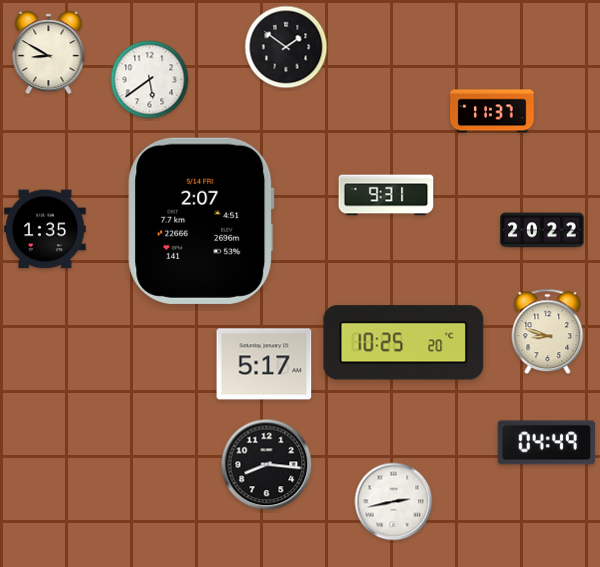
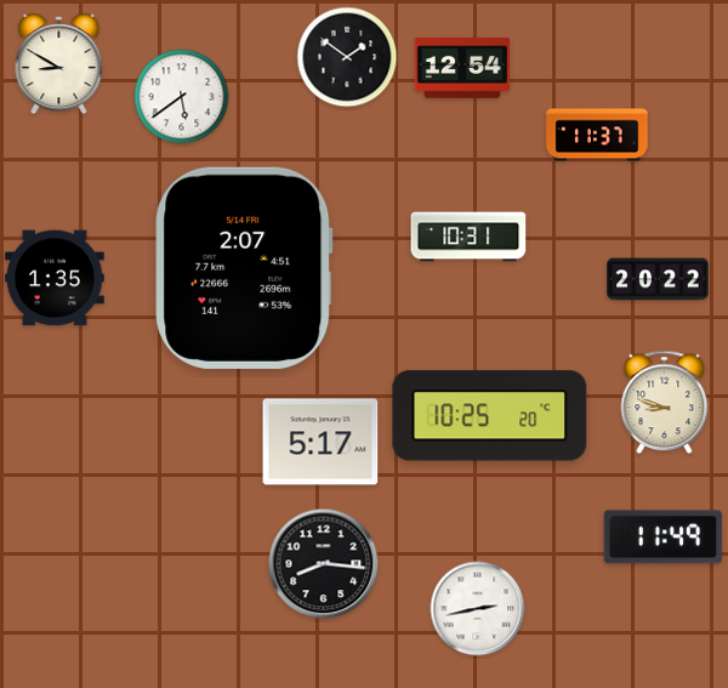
clock at (462, 68): none -> 12:54
clock at (386, 195): 9:31 -> 10:31
clock at (547, 443): 04:49 -> 11:49
